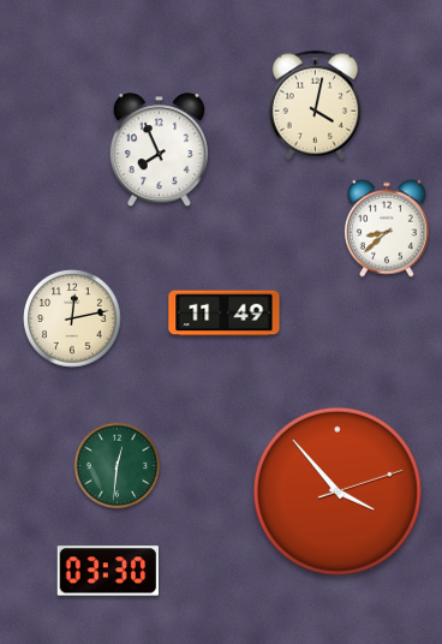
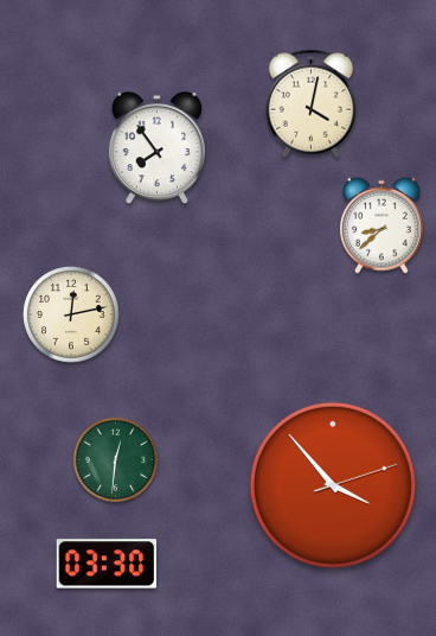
clock at (159, 150): 7:56 -> 7:54
clock at (225, 314): 11:49 -> none
